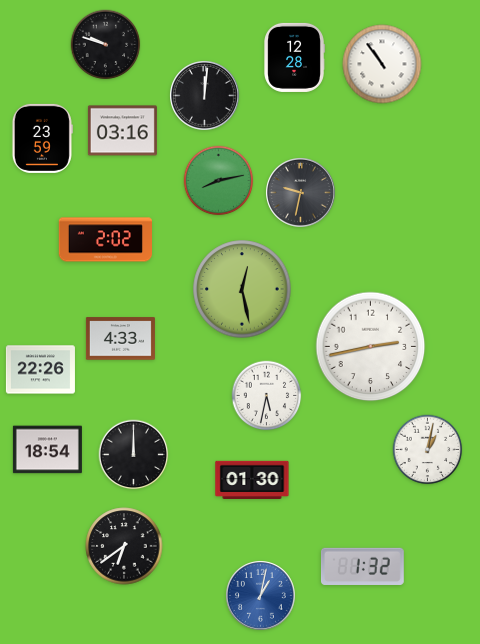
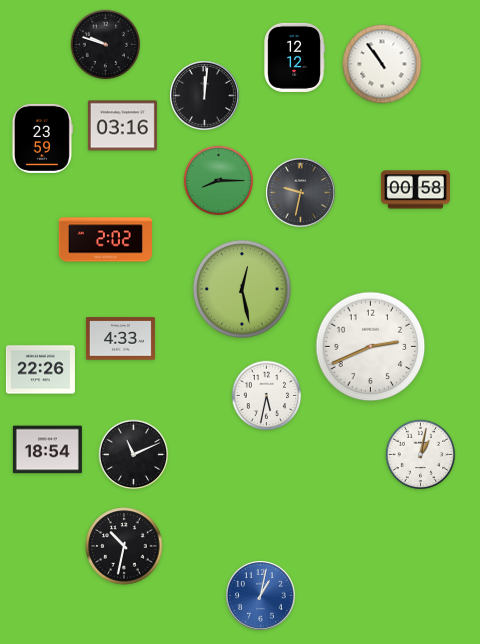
clock at (294, 57): 12:28 -> 12:12
clock at (122, 131) position: (122, 131) -> (122, 126)
clock at (219, 181): 8:13 -> 8:15
clock at (415, 190): none -> 00:58
clock at (371, 347): 2:43 -> 2:41
clock at (428, 450) position: (428, 450) -> (421, 455)
clock at (134, 455): 12:00 -> 11:11
clock at (252, 479): 01:30 -> none
clock at (124, 546): 6:39 -> 10:32
clock at (362, 566): 1:32 -> none
